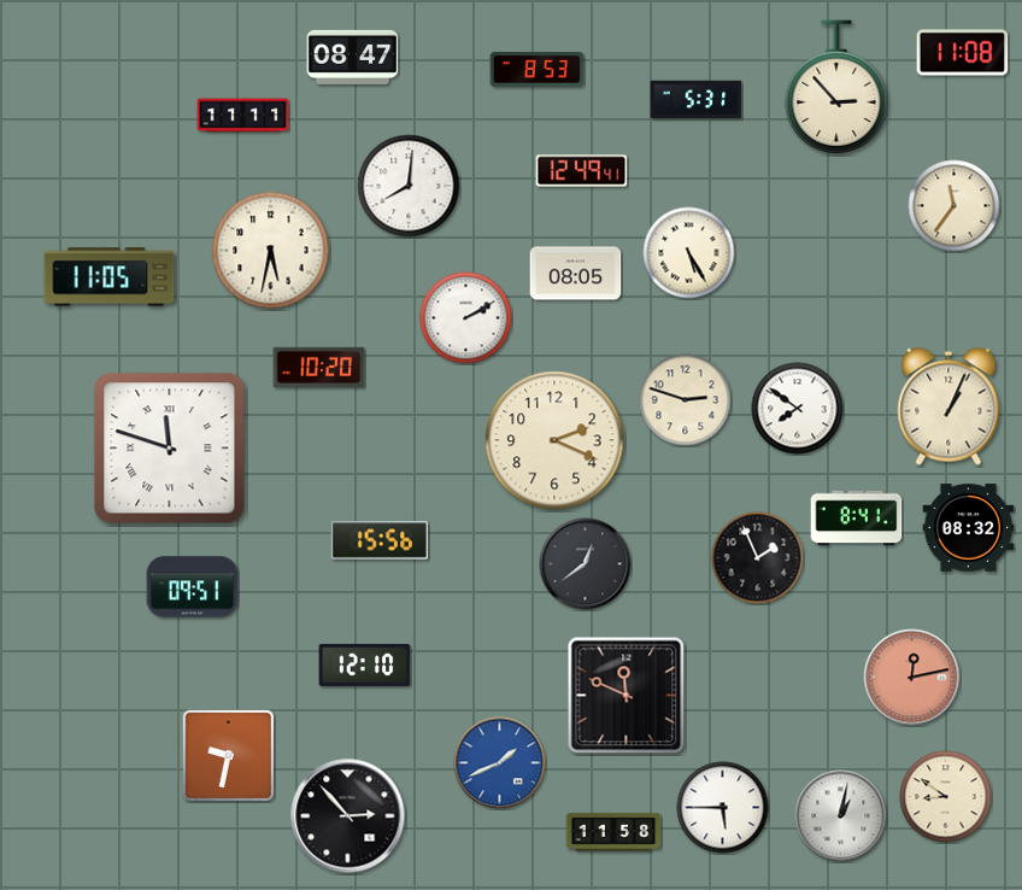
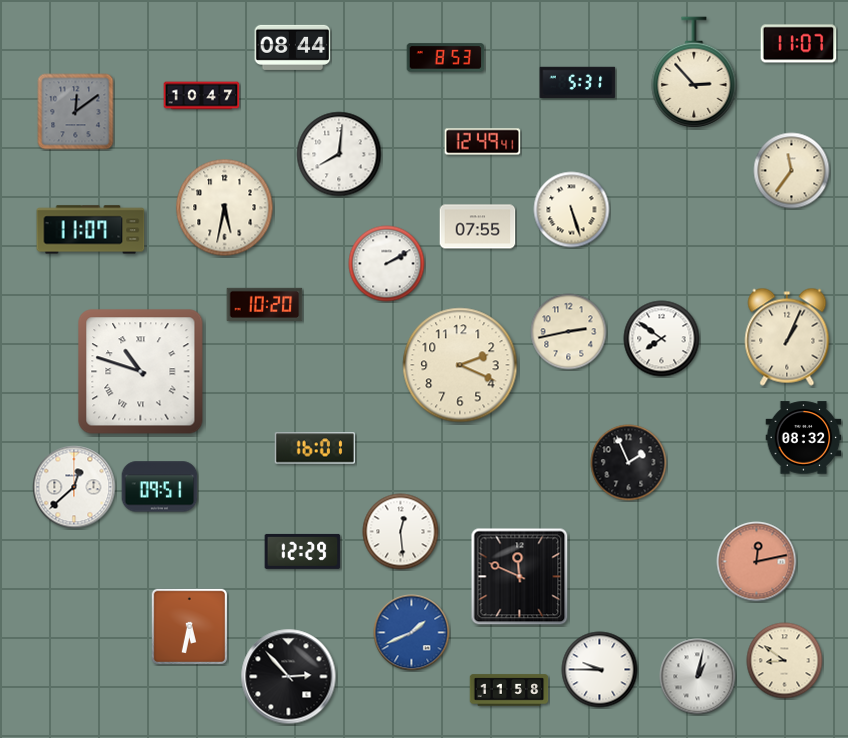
clock at (963, 53): 11:08 -> 11:07
clock at (353, 57): 08:47 -> 08:44
clock at (243, 116): 11:11 -> 10:47
clock at (76, 112): none -> 12:09
clock at (689, 253): 5:25 -> 5:27
clock at (576, 274): 08:05 -> 07:55
clock at (110, 277): 11:05 -> 11:07
clock at (686, 400): 2:48 -> 2:43
clock at (170, 449): 11:48 -> 10:48
clock at (857, 519): 8:41 -> none
clock at (380, 540): 15:56 -> 16:01
clock at (586, 564): 12:39 -> none
clock at (74, 487): none -> 12:38
clock at (401, 532): none -> 12:29
clock at (365, 664): 12:10 -> 12:29
clock at (228, 755): 9:32 -> 5:32
clock at (500, 763) position: (500, 763) -> (412, 633)
clock at (723, 808): 5:45 -> 9:45
